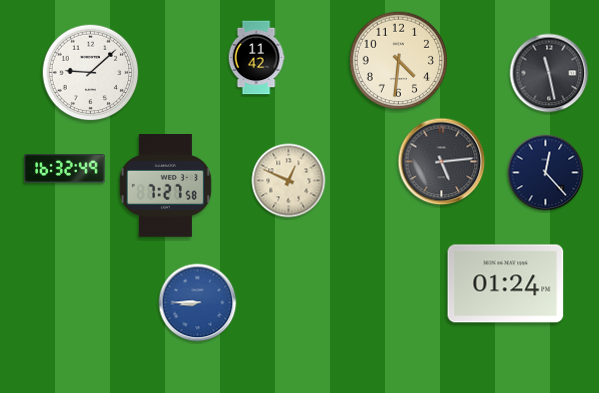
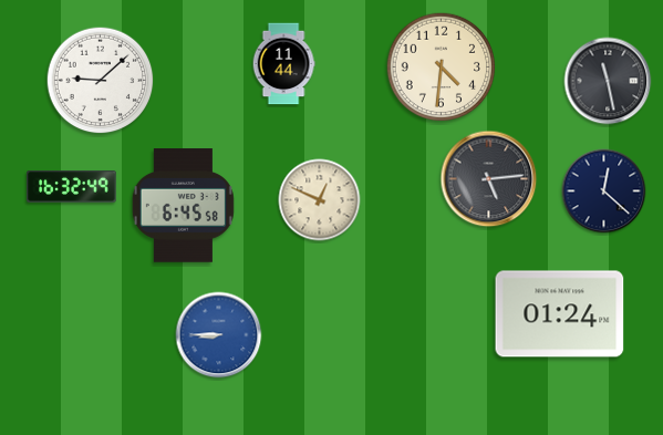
clock at (256, 58): 11:42 -> 11:44
clock at (546, 173): 12:23 -> 12:22
clock at (165, 186): 7:27 -> 6:45
